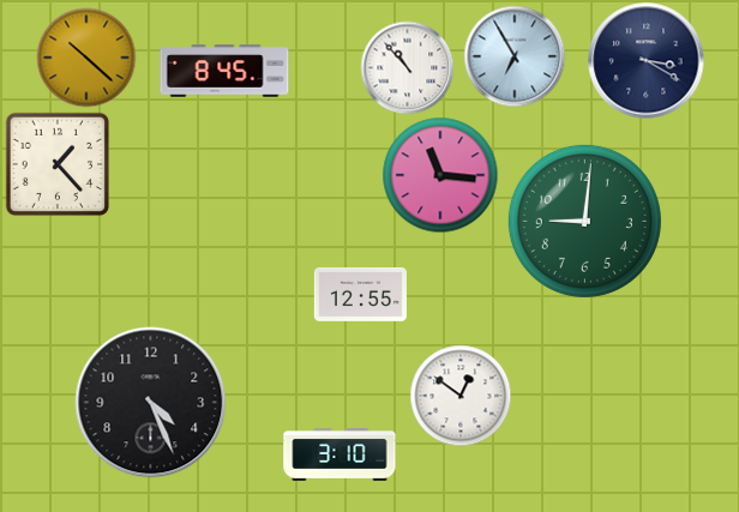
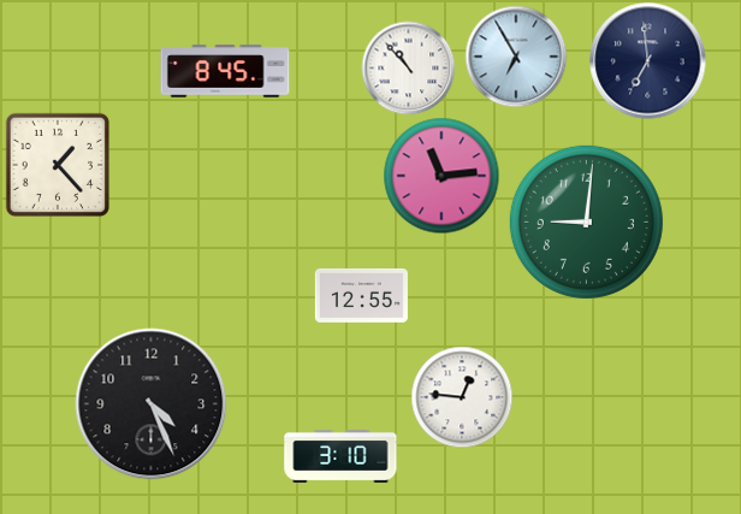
clock at (86, 58): 10:22 -> none
clock at (647, 61): 3:20 -> 6:59
clock at (440, 175): 11:16 -> 11:14
clock at (461, 396): 12:51 -> 12:46
